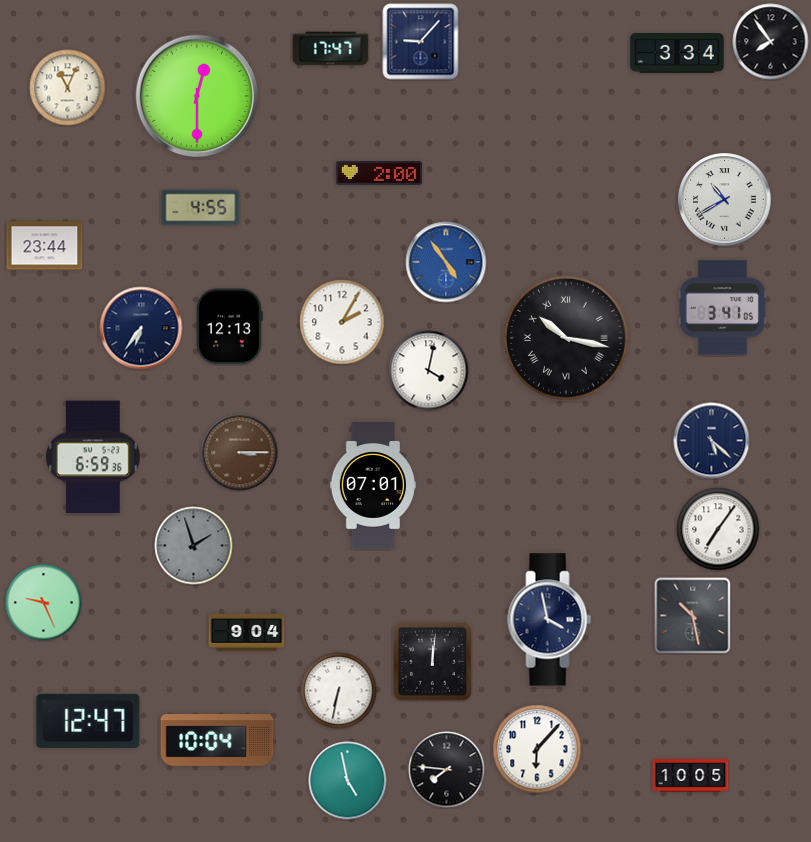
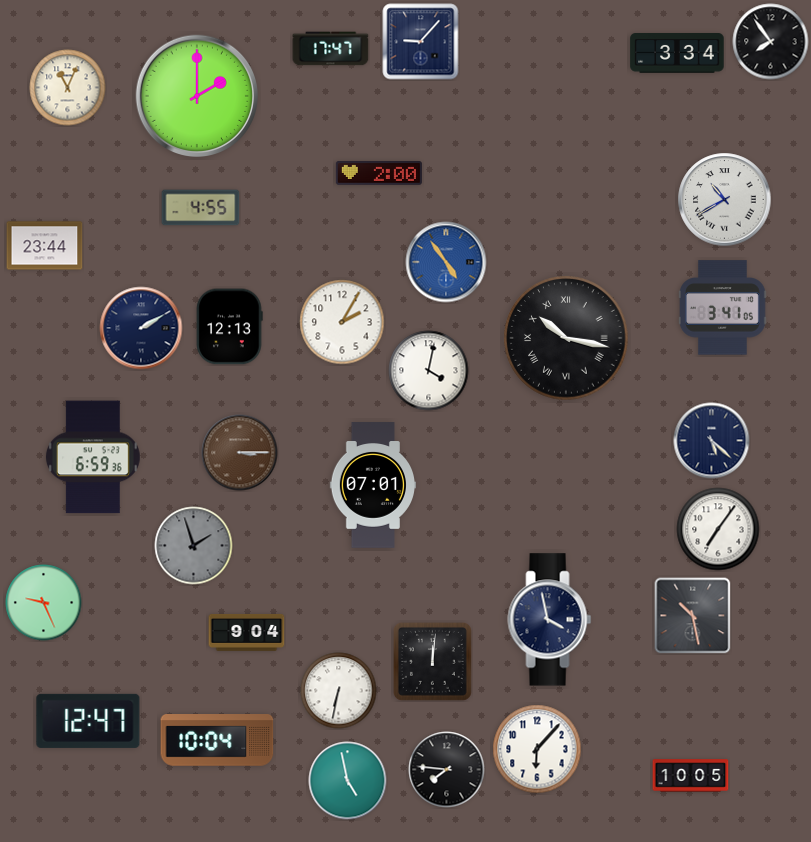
clock at (197, 96): 12:30 -> 2:00
clock at (141, 328): 6:36 -> 2:10
